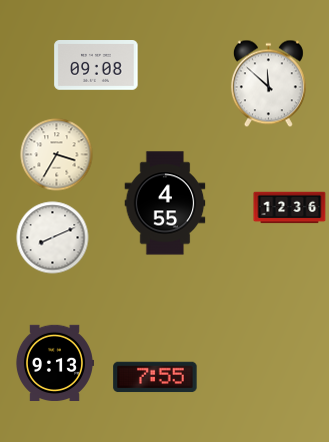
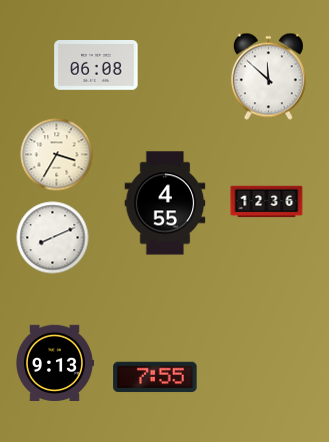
clock at (96, 66): 09:08 -> 06:08
clock at (268, 84) position: (268, 84) -> (268, 77)
clock at (290, 208) position: (290, 208) -> (267, 202)
